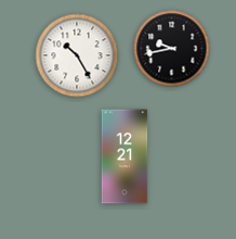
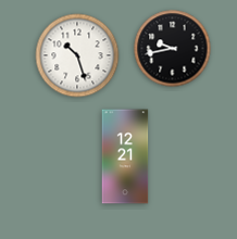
clock at (77, 55): 10:25 -> 10:27
